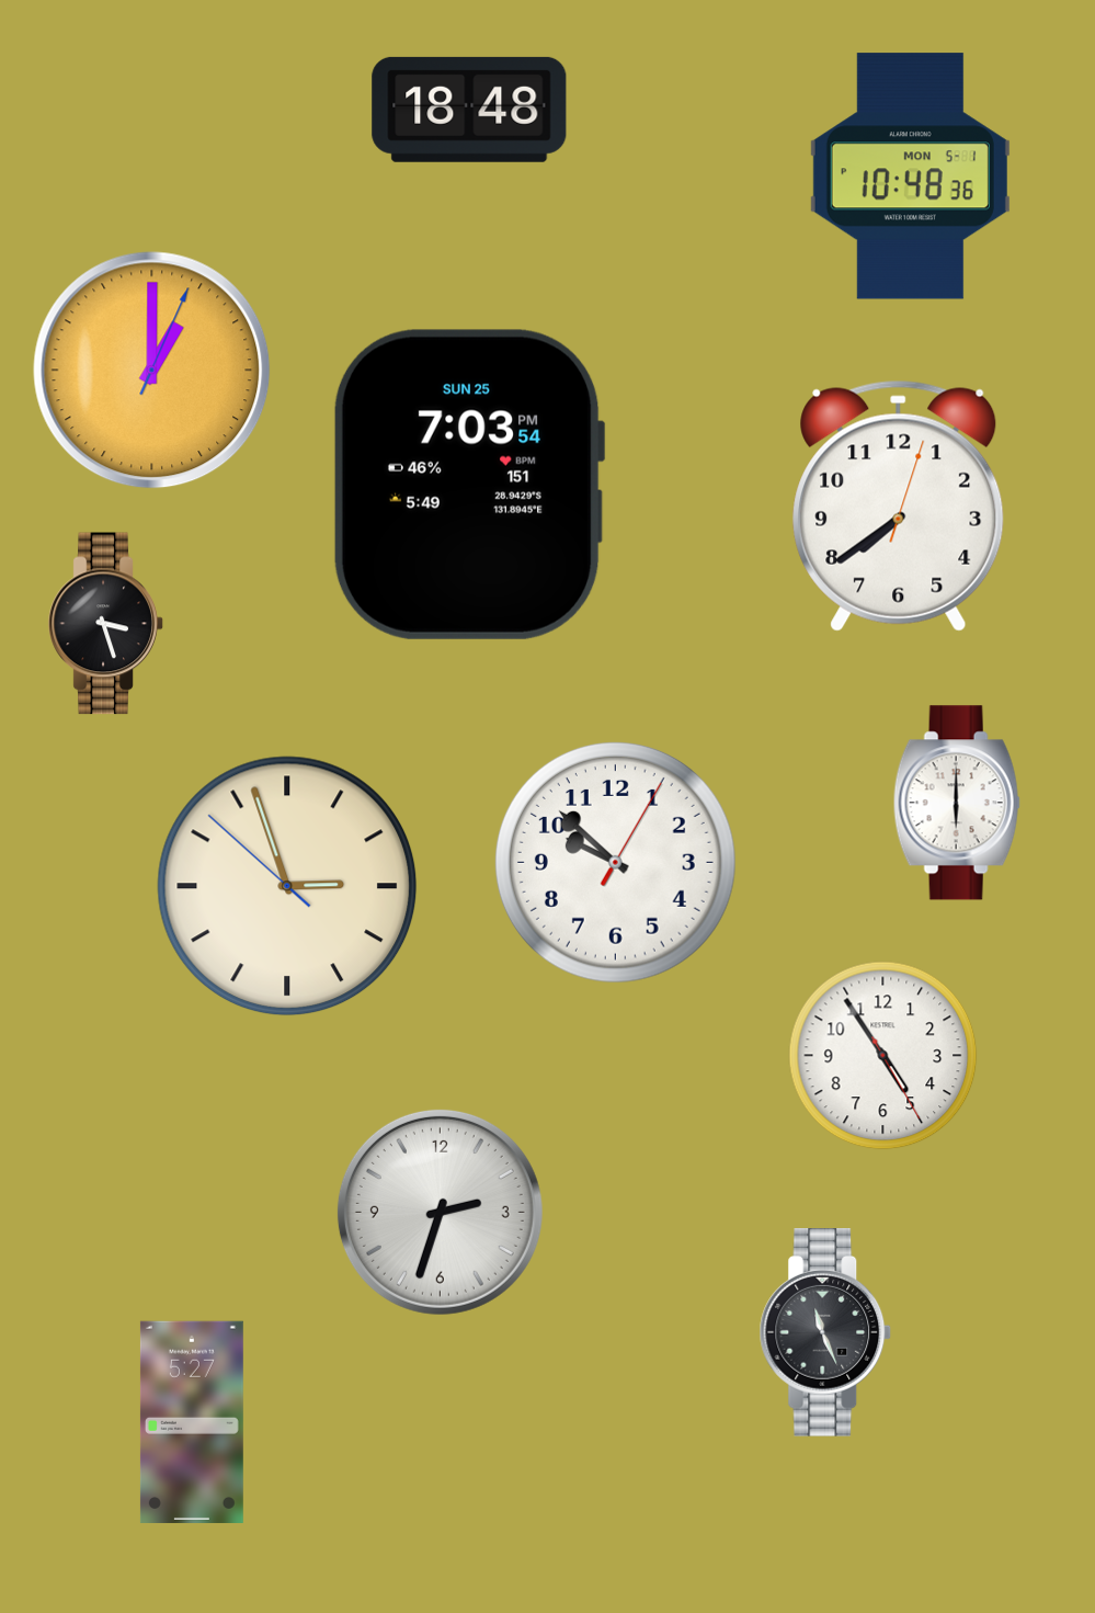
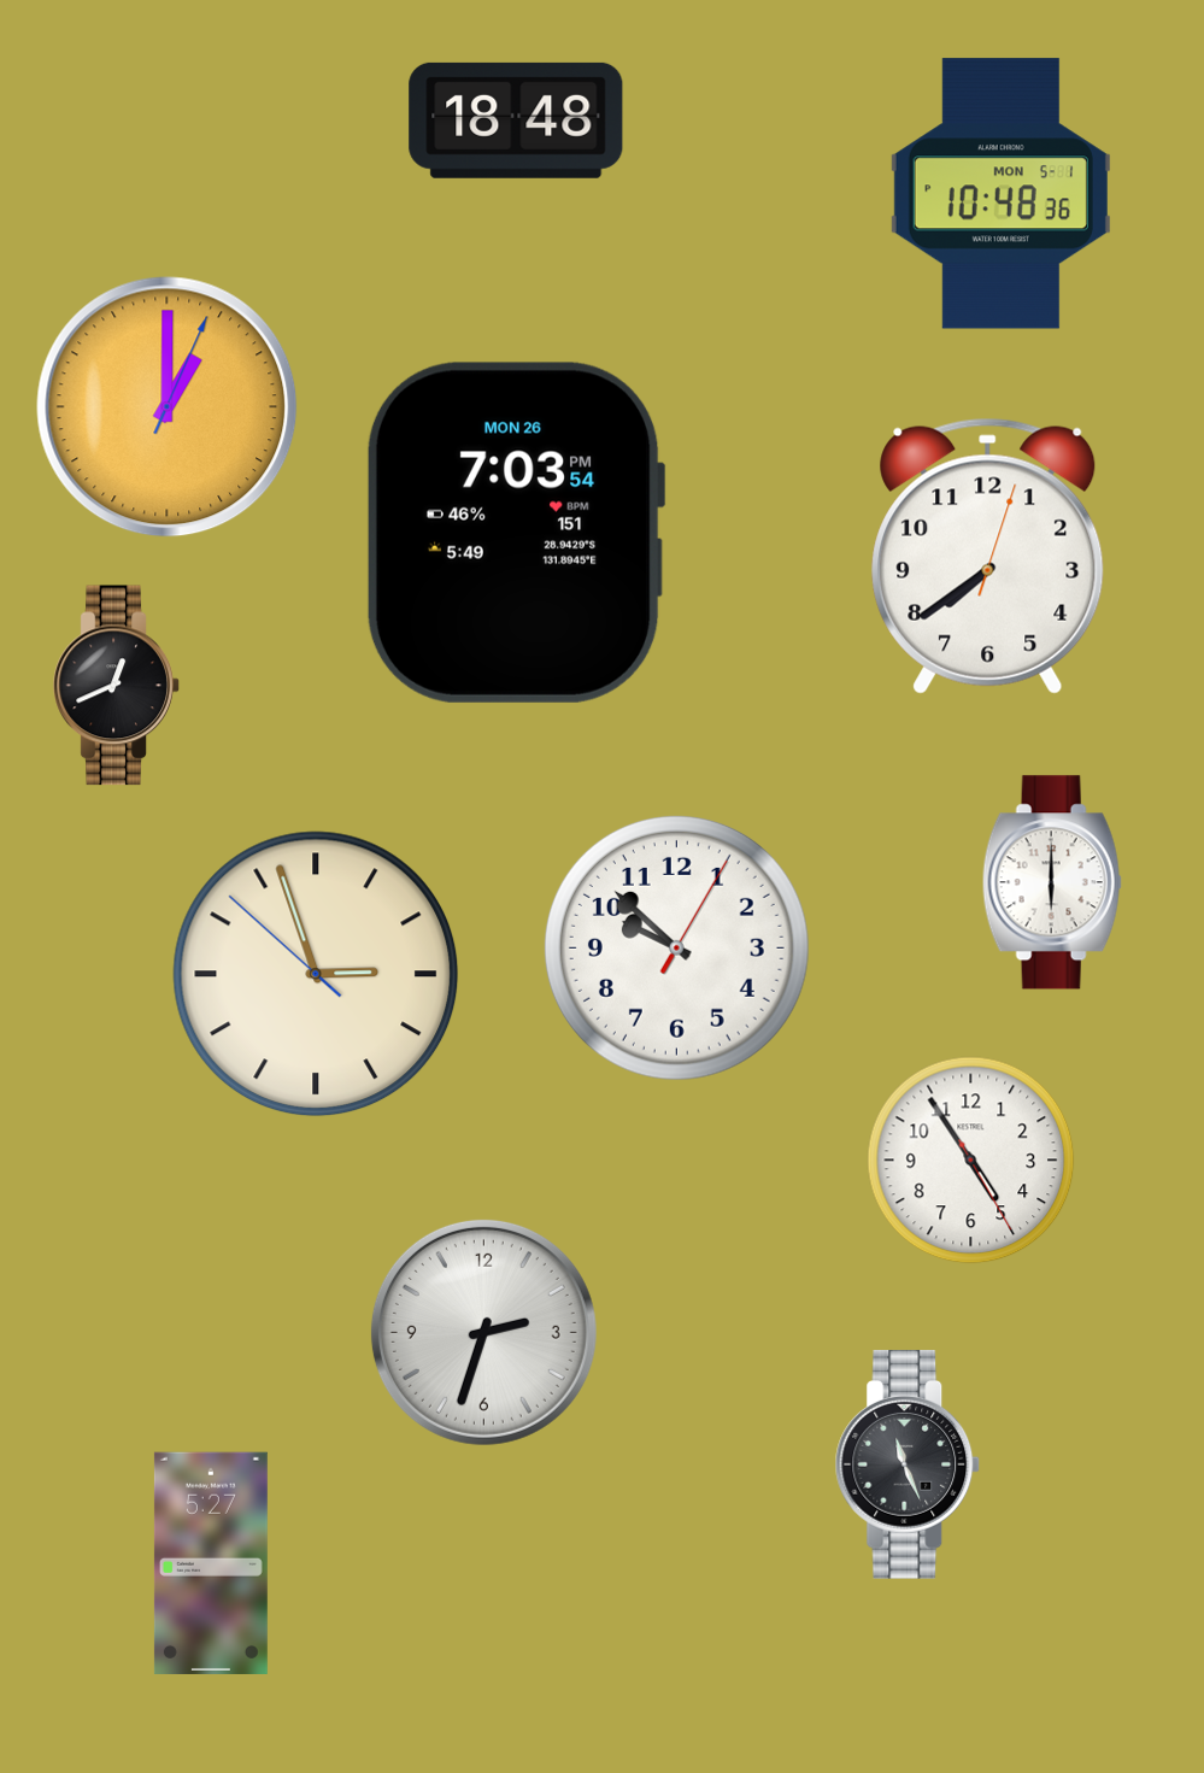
clock at (469, 485) date: SUN 25 -> MON 26
clock at (106, 624): 3:27 -> 12:41
